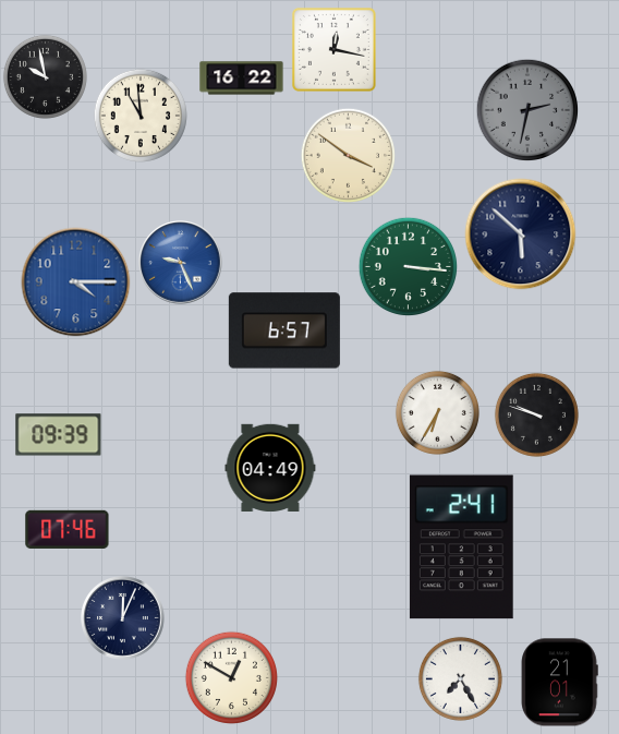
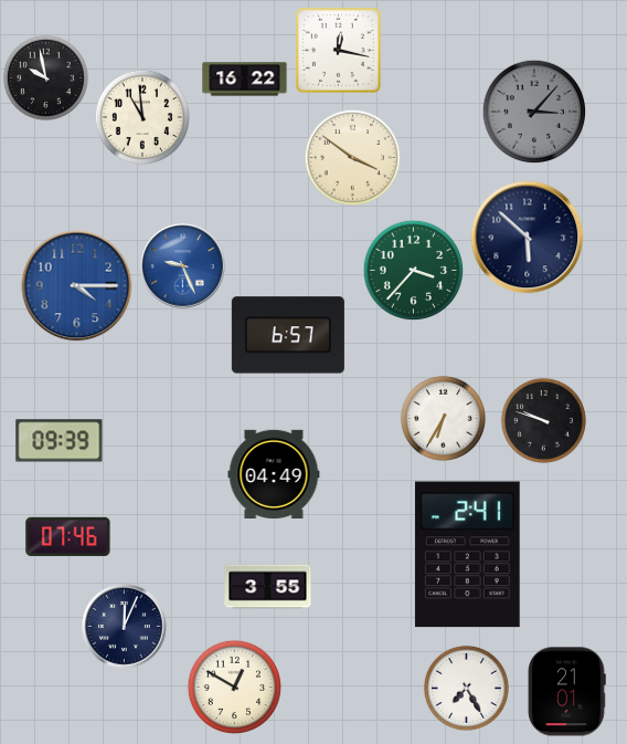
clock at (527, 110): 2:32 -> 3:07
clock at (408, 266): 3:16 -> 3:37
clock at (268, 587): none -> 3:55
